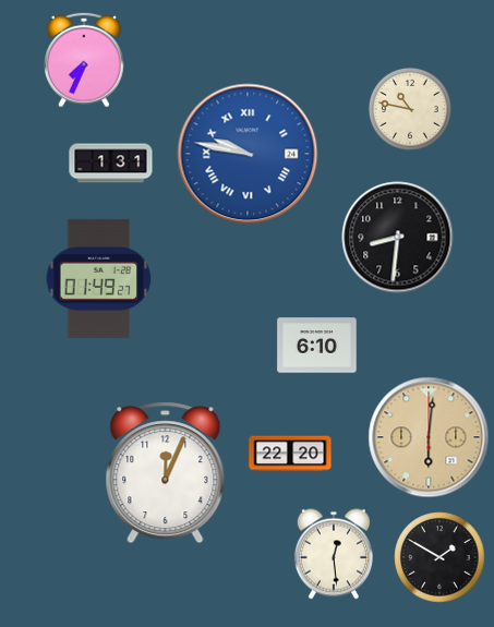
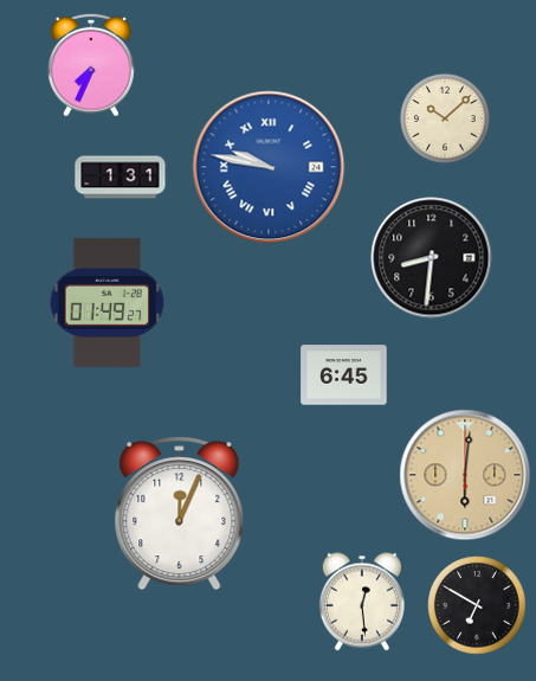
clock at (410, 109): 10:47 -> 10:08
clock at (317, 346): 6:10 -> 6:45
clock at (290, 454): 22:20 -> none
clock at (439, 557): 1:50 -> 6:50
